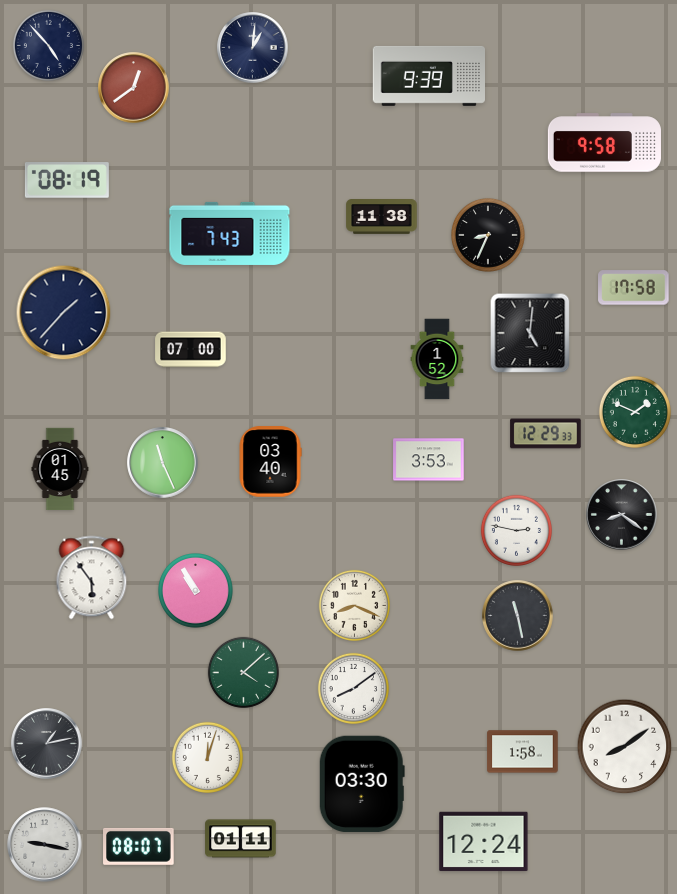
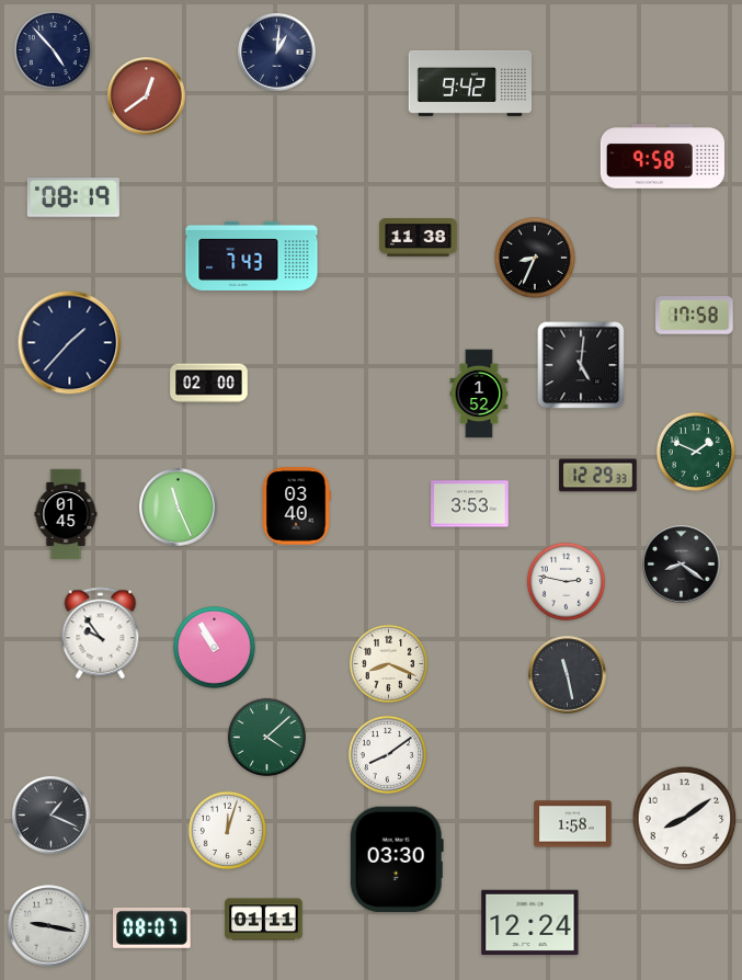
clock at (428, 76): 9:39 -> 9:42
clock at (191, 350): 07:00 -> 02:00
clock at (92, 578): 5:54 -> 9:54
clock at (47, 744): 1:13 -> 1:19
